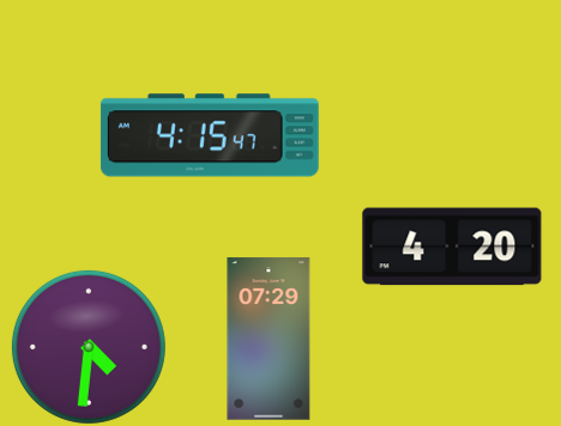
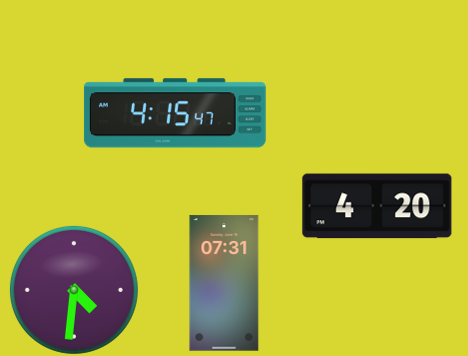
clock at (269, 339): 07:29 -> 07:31
